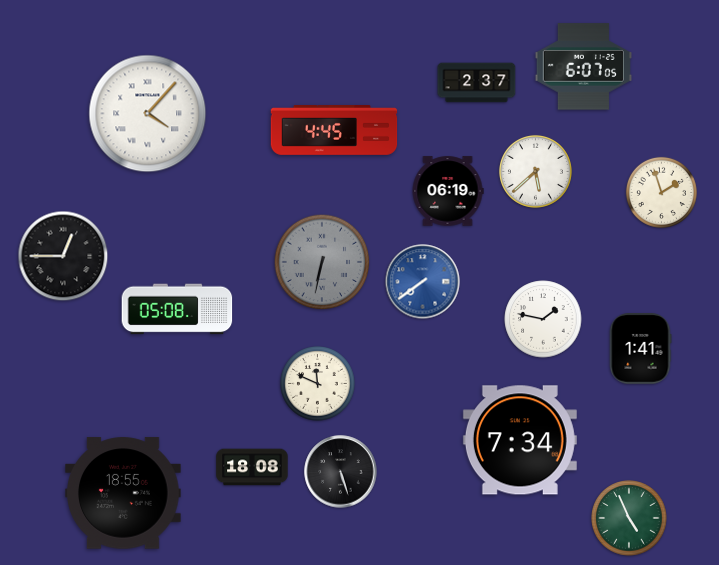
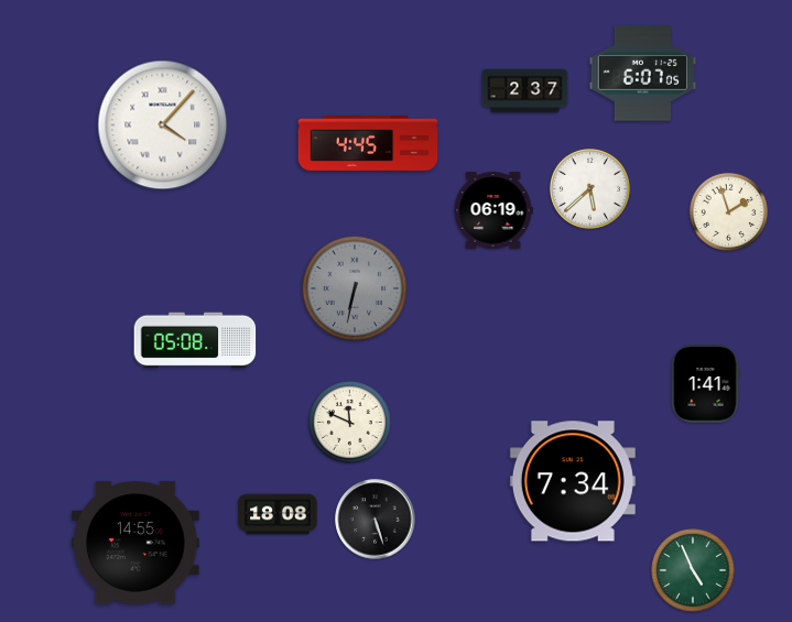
clock at (63, 256): 12:45 -> none
clock at (423, 282): 7:39 -> none
clock at (543, 319): 1:47 -> none
clock at (520, 440) position: (520, 440) -> (573, 481)
clock at (123, 493): 18:55 -> 14:55
